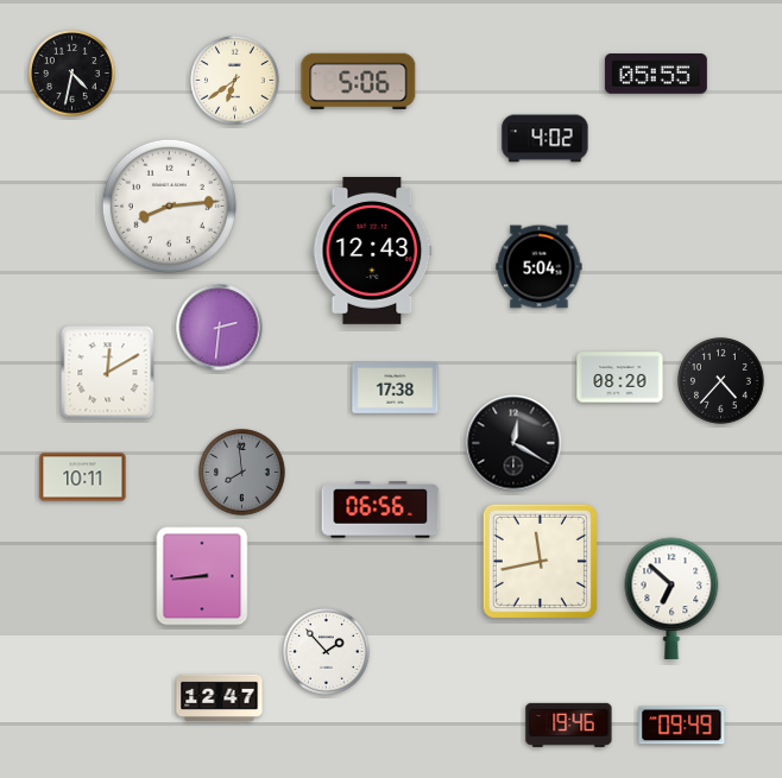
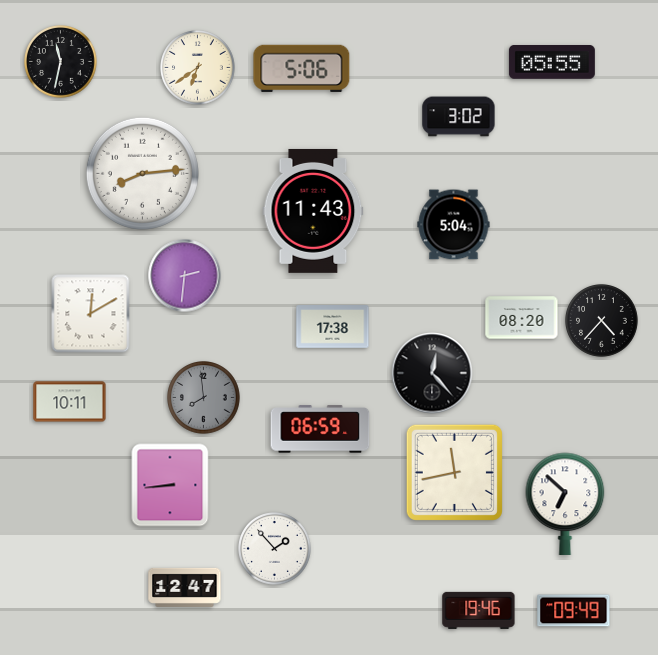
clock at (72, 74): 4:32 -> 11:32
clock at (545, 139): 4:02 -> 3:02
clock at (372, 251): 12:43 -> 11:43
clock at (721, 381) position: (721, 381) -> (602, 321)
clock at (513, 443): 12:20 -> 12:23
clock at (380, 510): 06:56 -> 06:59
